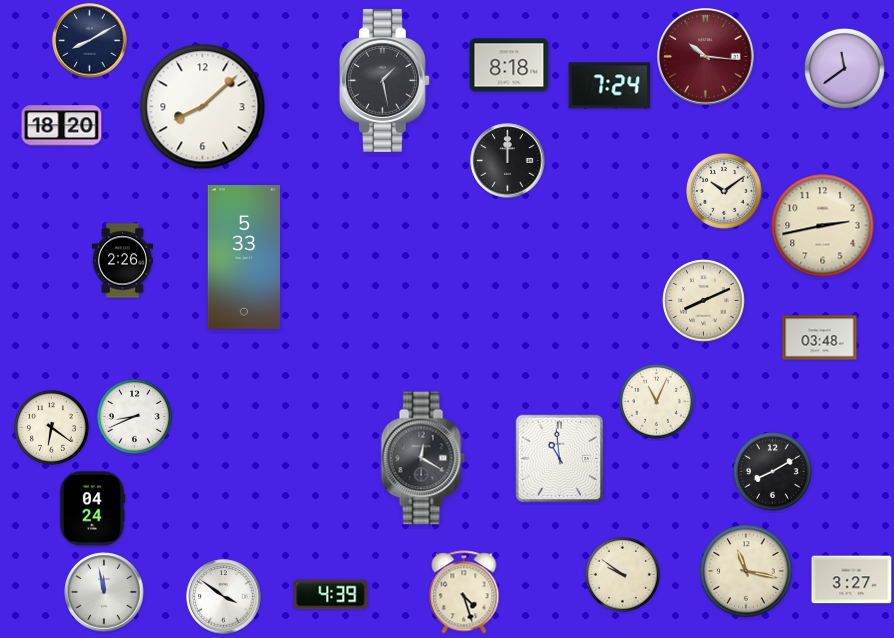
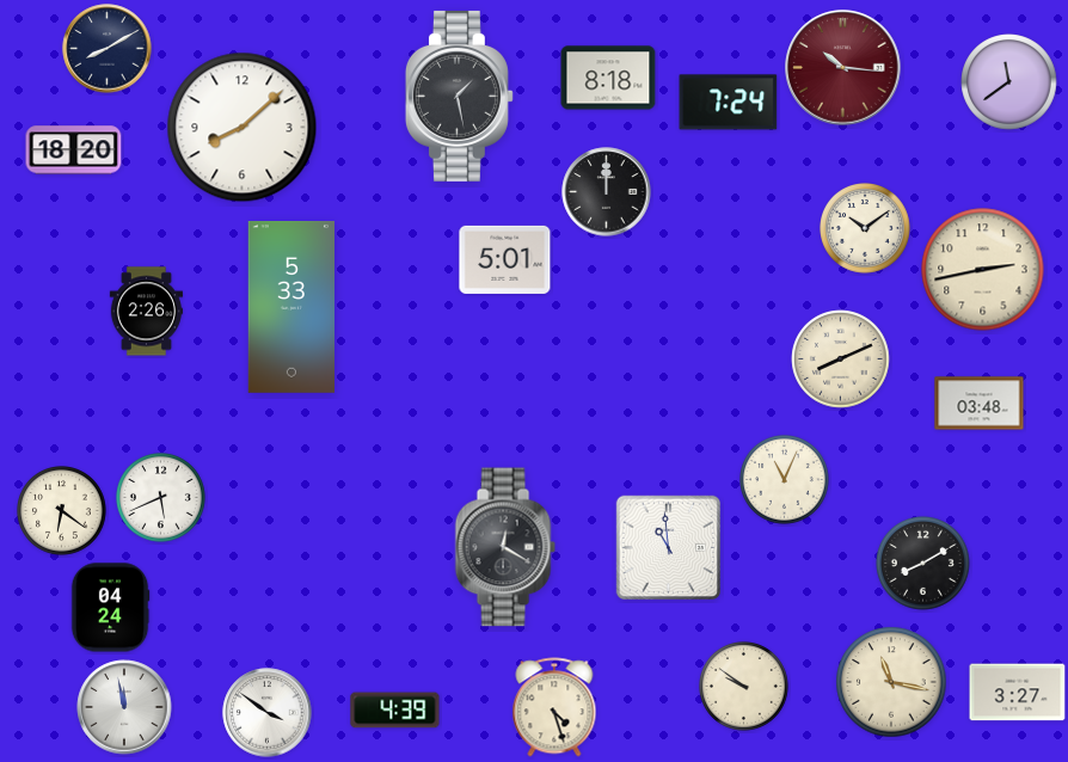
clock at (505, 259): none -> 5:01
clock at (135, 417): 8:41 -> 5:41
